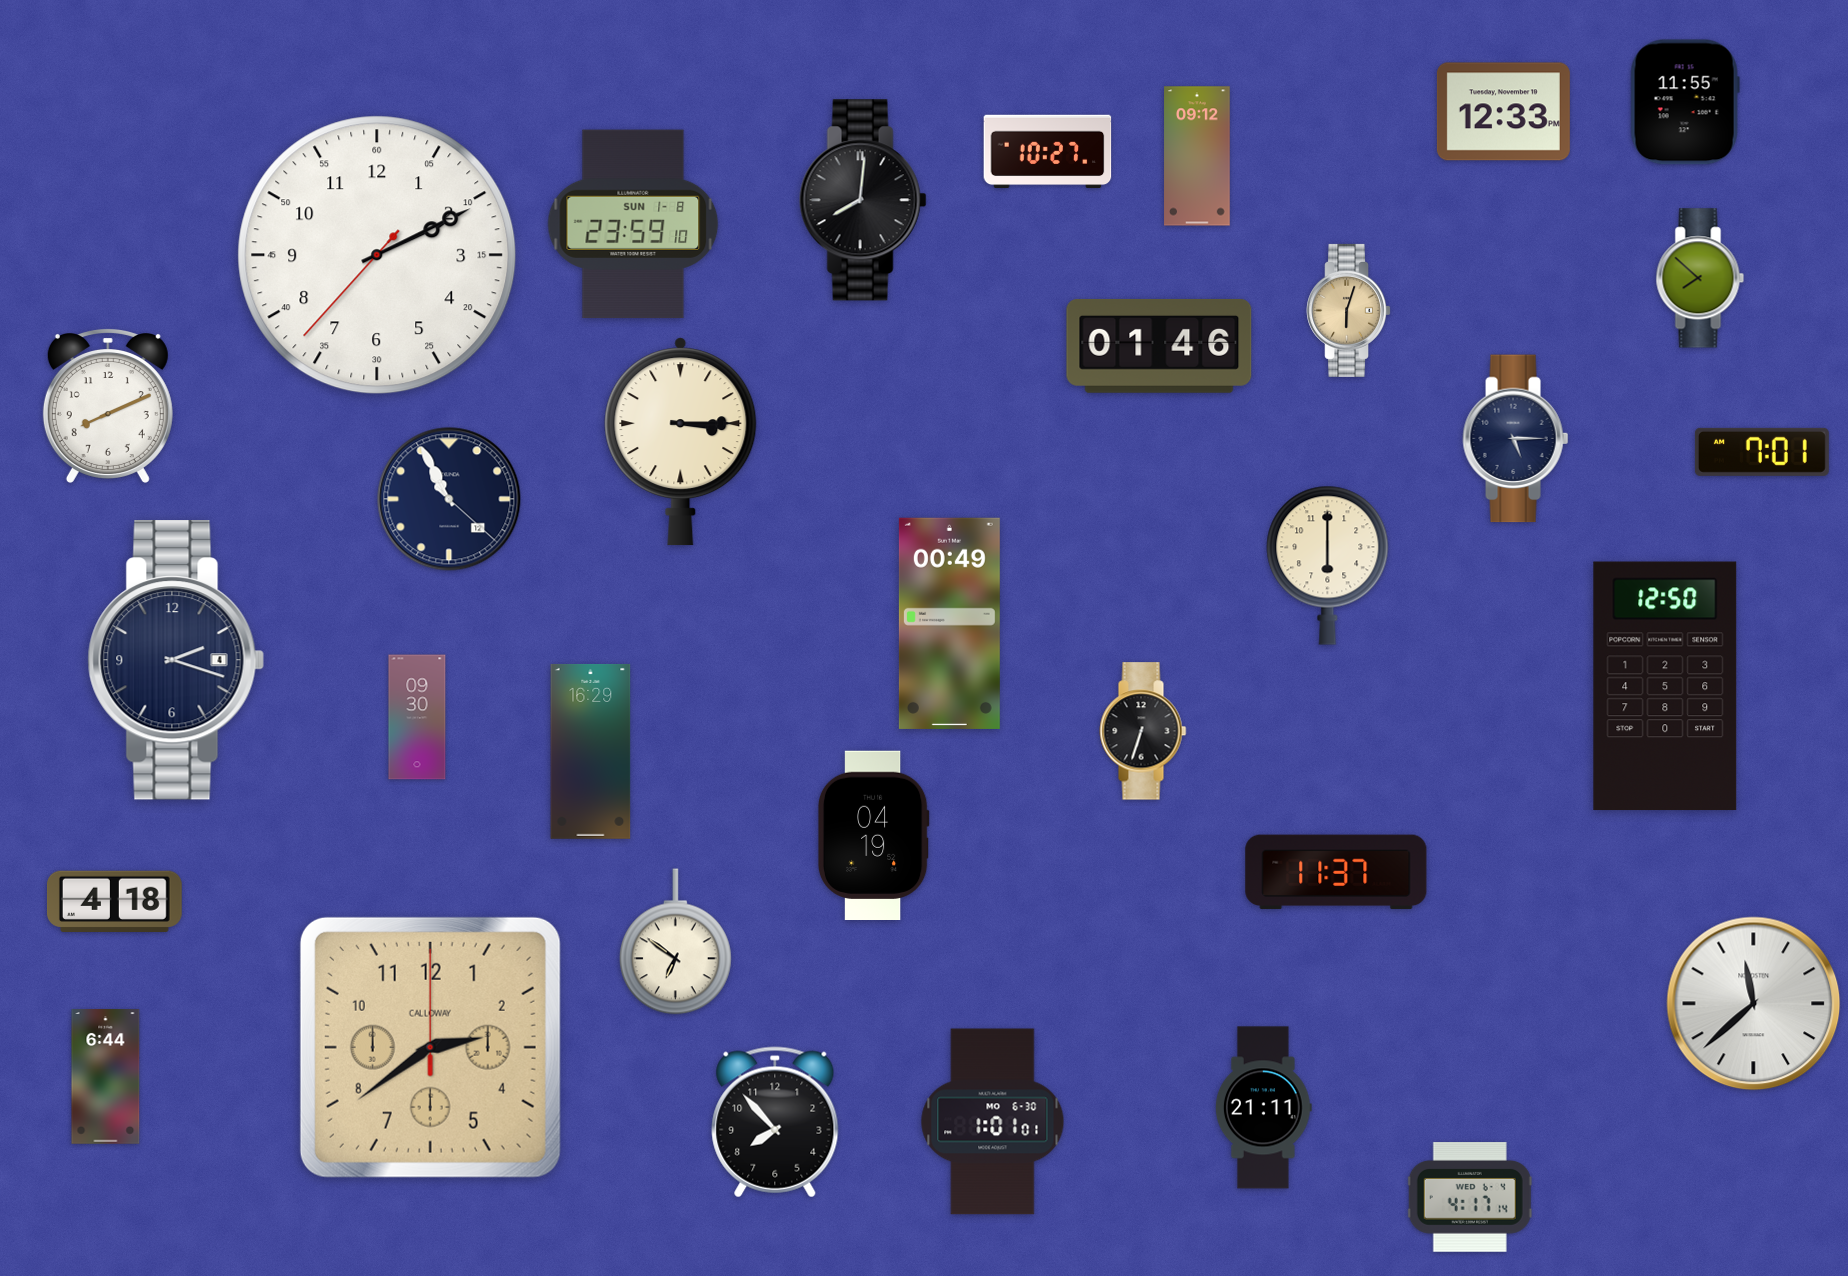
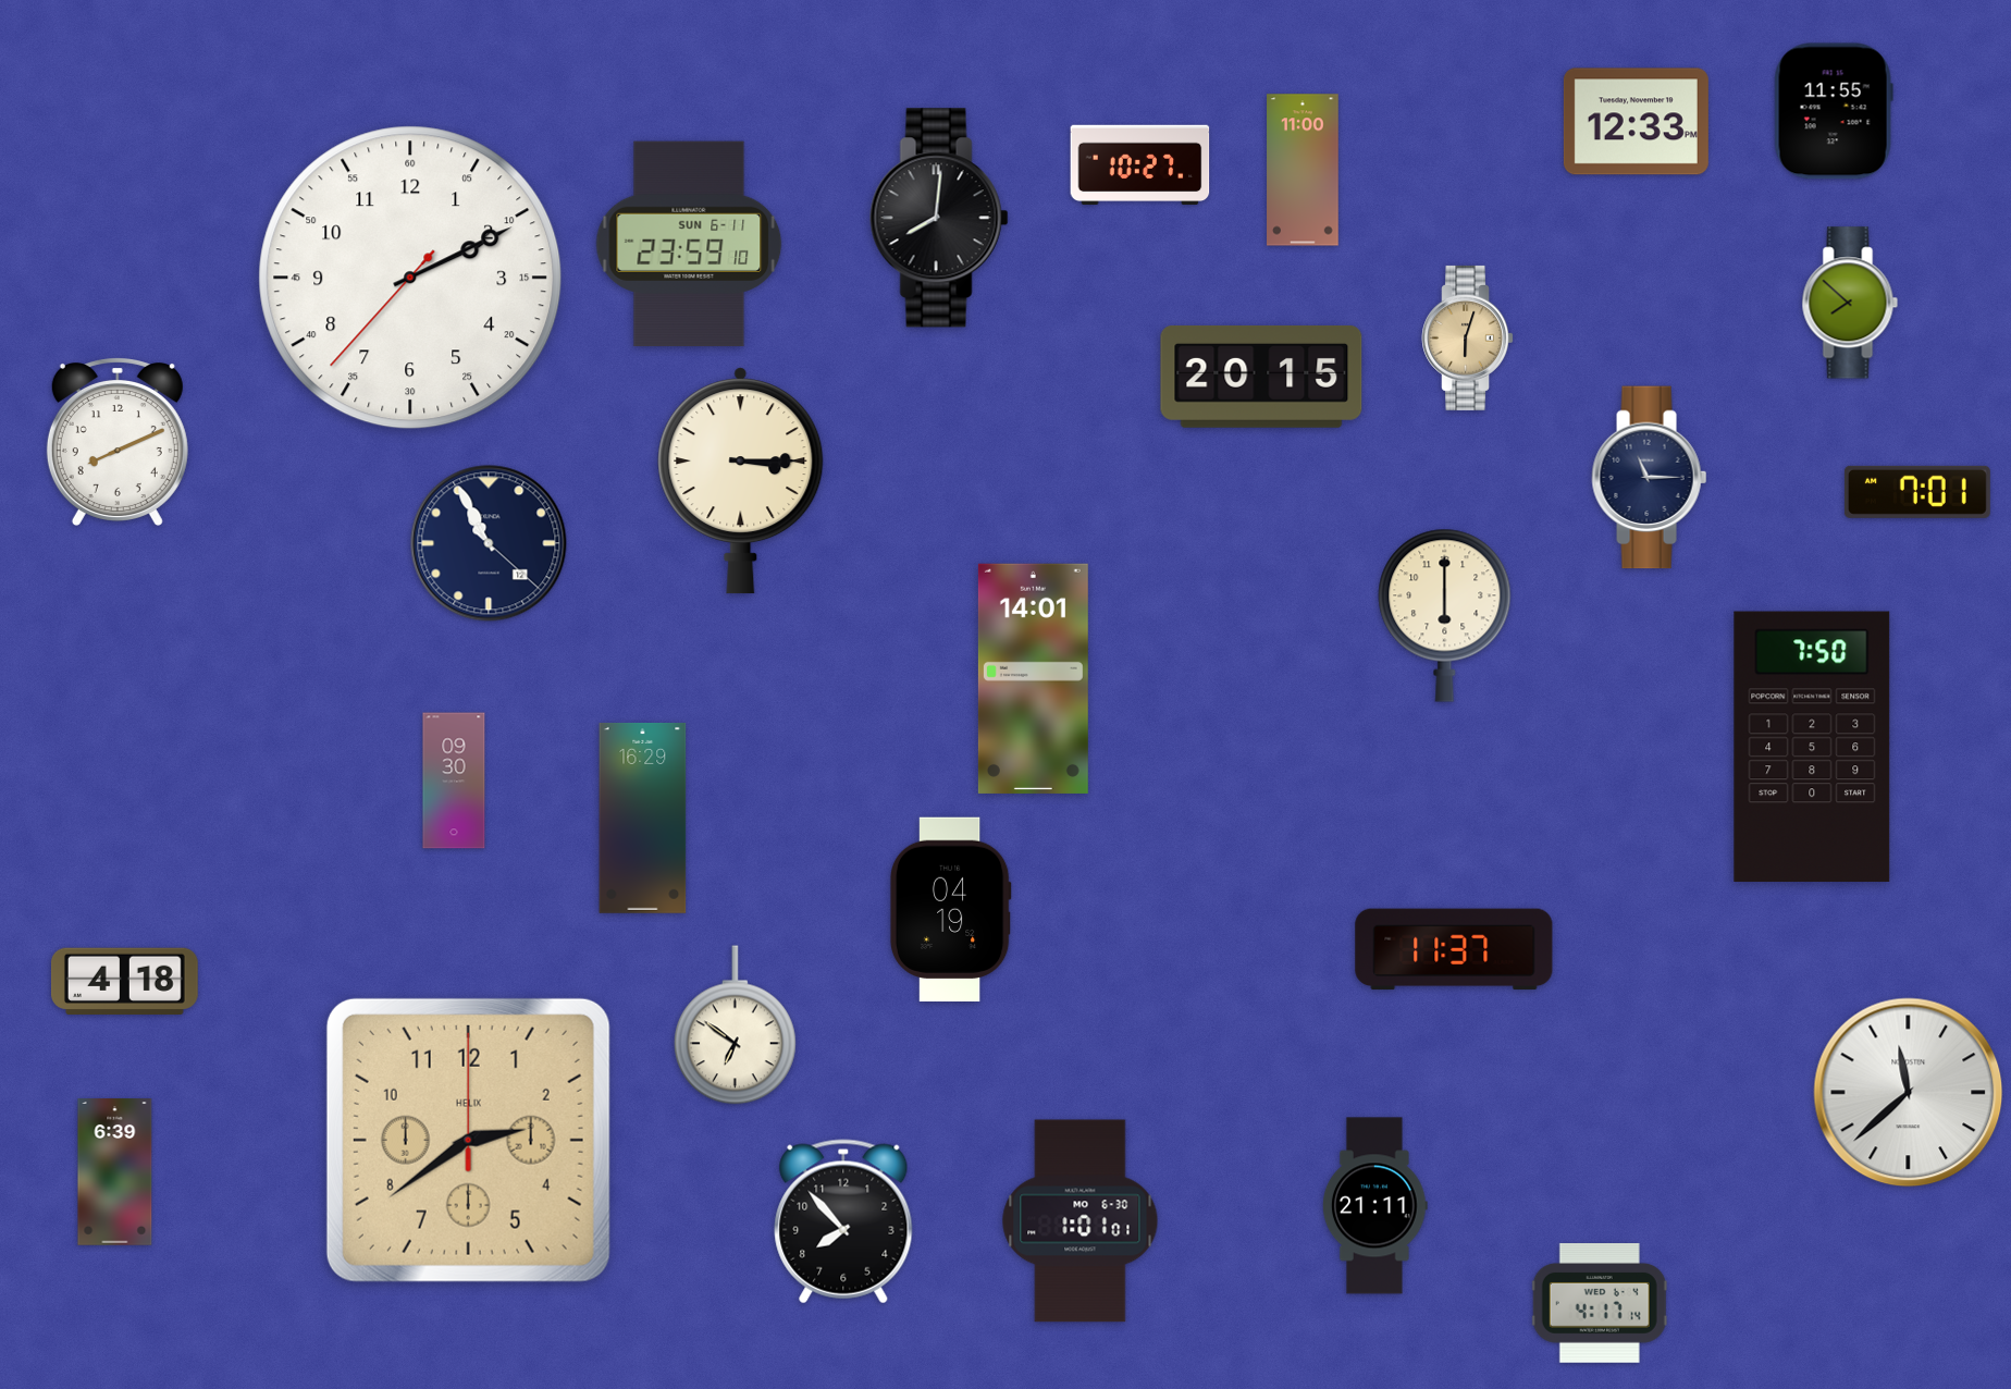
clock at (1197, 156): 09:12 -> 11:00
clock at (633, 224) date: SUN 1-8 -> SUN 6-11
clock at (1159, 346): 01:46 -> 20:15
clock at (1516, 439): 5:15 -> 11:15
clock at (949, 623): 00:49 -> 14:01
clock at (176, 661): 2:18 -> none
clock at (1665, 686): 12:50 -> 7:50
clock at (1143, 731): 6:33 -> none
clock at (430, 1047) brand: CALLOWAY -> HELIX
clock at (106, 1077): 6:44 -> 6:39
